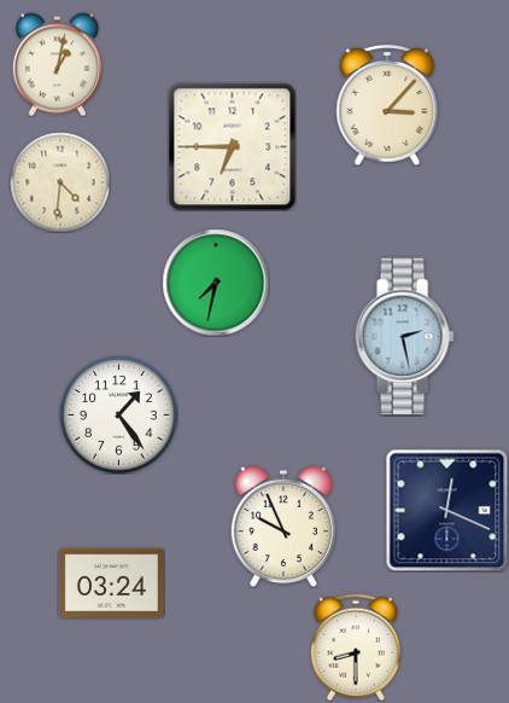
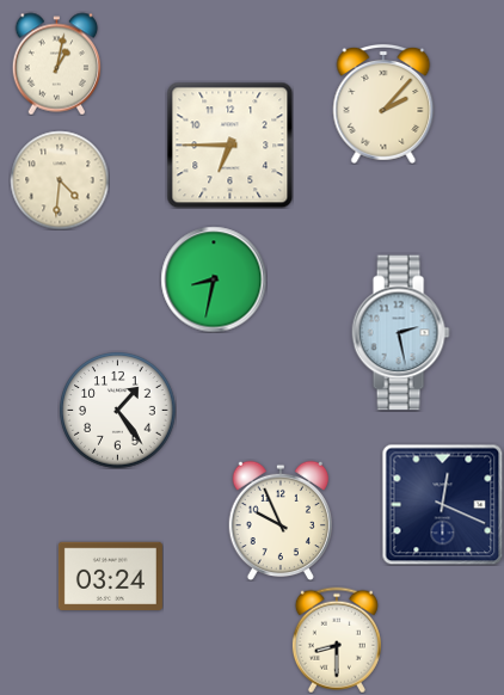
clock at (387, 105): 3:07 -> 2:07
clock at (216, 283): 7:32 -> 8:32
clock at (356, 647) position: (356, 647) -> (337, 640)
